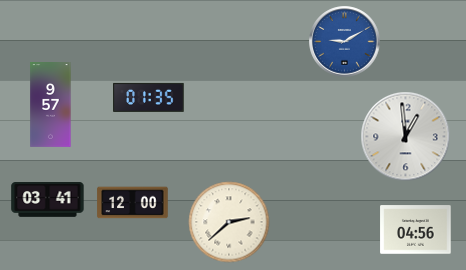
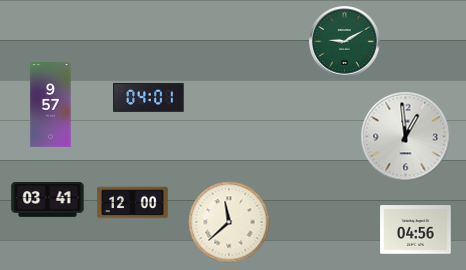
clock at (345, 42) dial: blue -> green
clock at (149, 97): 01:35 -> 04:01
clock at (229, 222): 2:38 -> 11:38
